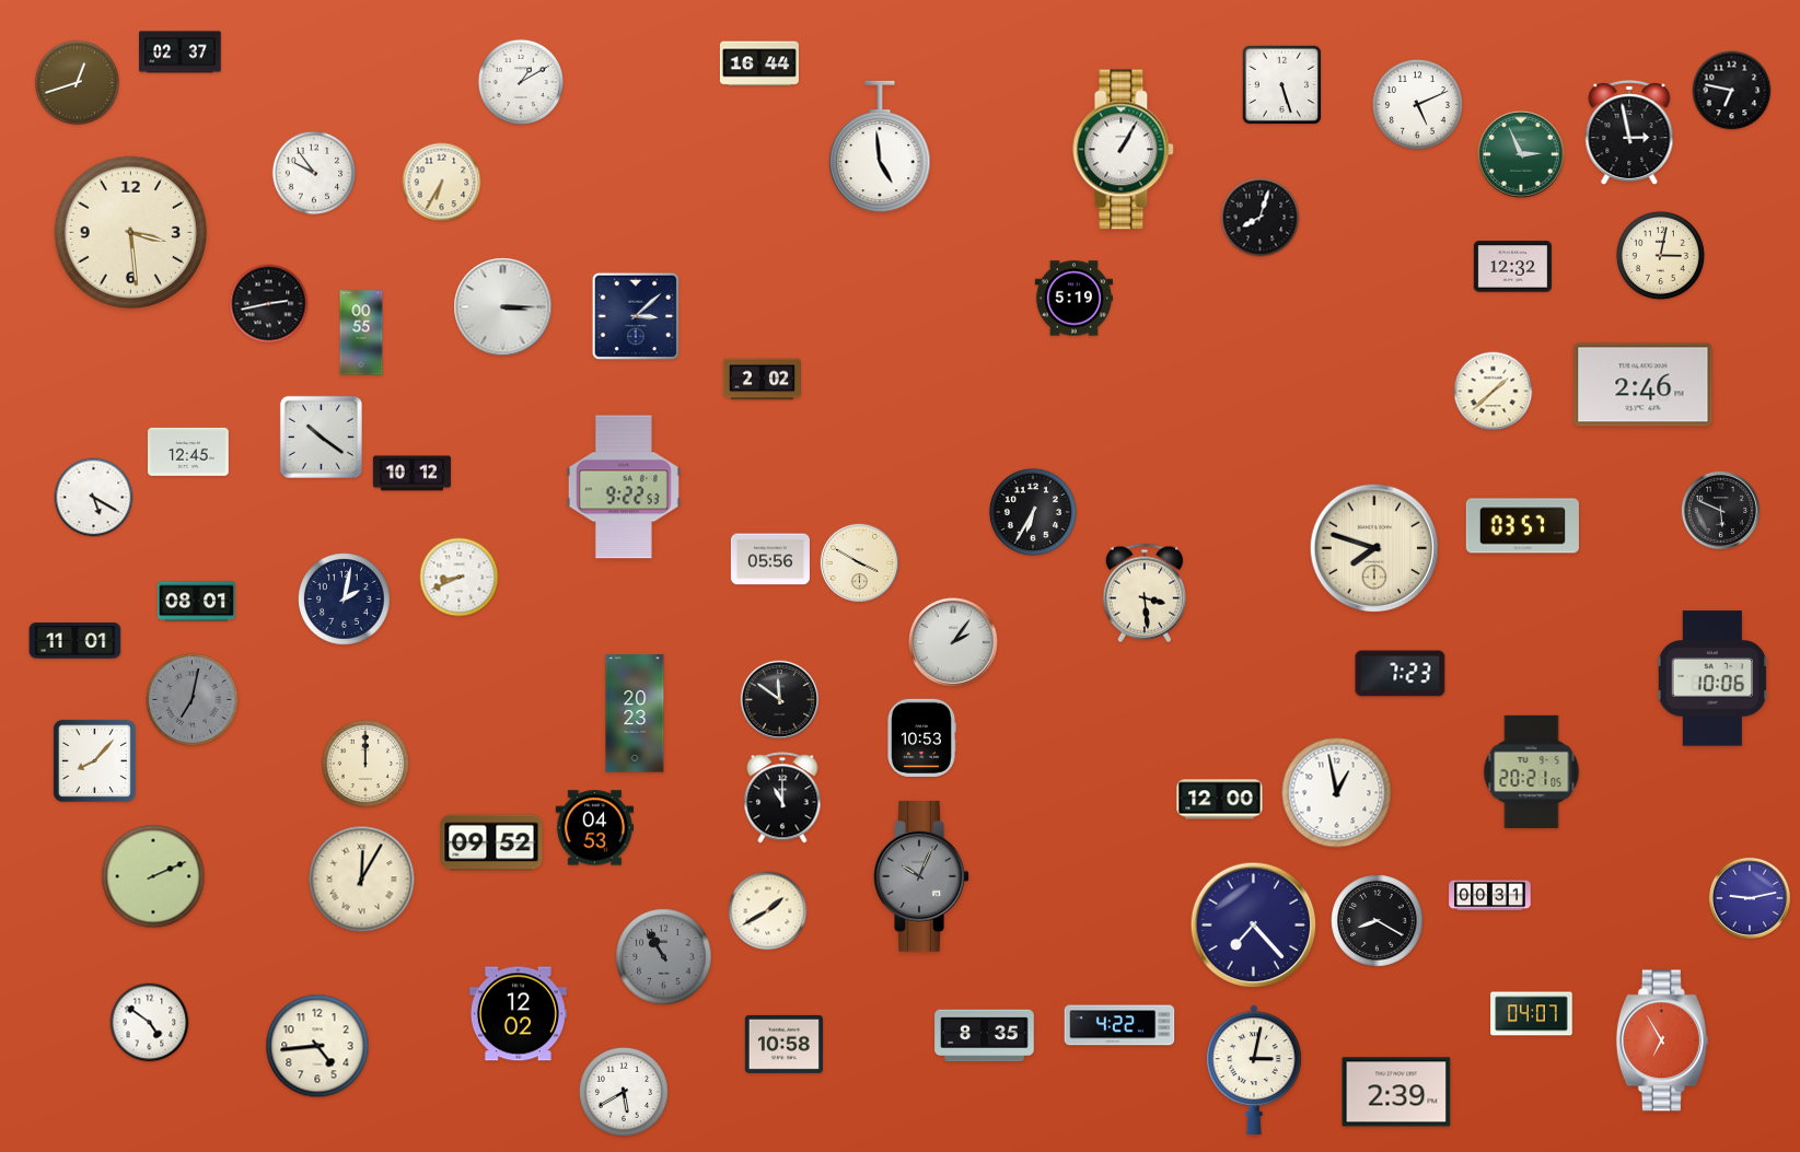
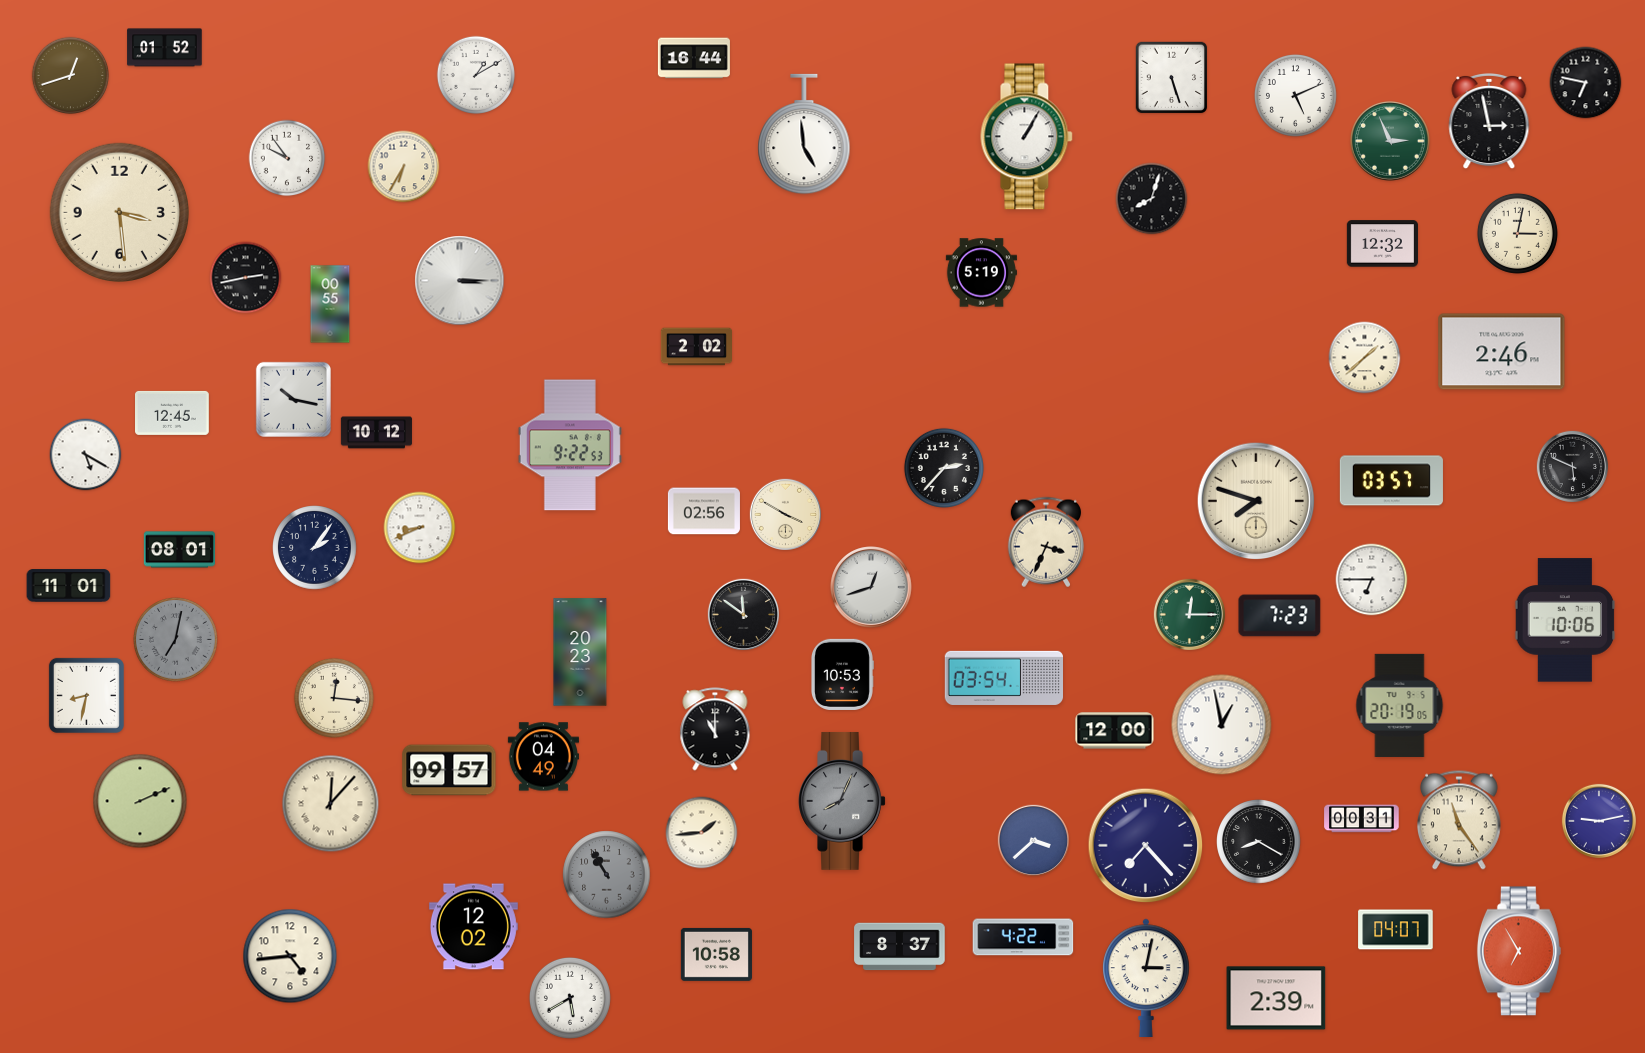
clock at (181, 53): 02:37 -> 01:52
clock at (1732, 91) position: (1732, 91) -> (1586, 83)
clock at (635, 315): 3:08 -> none
clock at (321, 437): 10:21 -> 10:17
clock at (1033, 512): 6:35 -> 2:37
clock at (770, 559): 05:56 -> 02:56
clock at (1143, 593): 3:29 -> 3:34
clock at (345, 600): 2:02 -> 2:06
clock at (1372, 580): none -> 6:45
clock at (953, 642): 2:06 -> 12:42
clock at (1189, 614): none -> 12:15
clock at (779, 699) position: (779, 699) -> (743, 614)
clock at (1003, 678): none -> 03:54
clock at (94, 760): 8:07 -> 8:32
clock at (365, 764): 12:00 -> 12:16
clock at (1532, 771): 20:21 -> 20:19
clock at (594, 828): 04:53 -> 04:49
clock at (491, 842): 09:52 -> 09:57
clock at (921, 876): 10:04 -> 8:04
clock at (362, 880): 12:05 -> 12:07
clock at (1460, 820): none -> 11:24
clock at (768, 911): 1:40 -> 1:44
clock at (1033, 840): none -> 3:38
clock at (1532, 1014) position: (1532, 1014) -> (1396, 930)
clock at (150, 1023): 4:51 -> none
clock at (985, 1036): 8:35 -> 8:37
